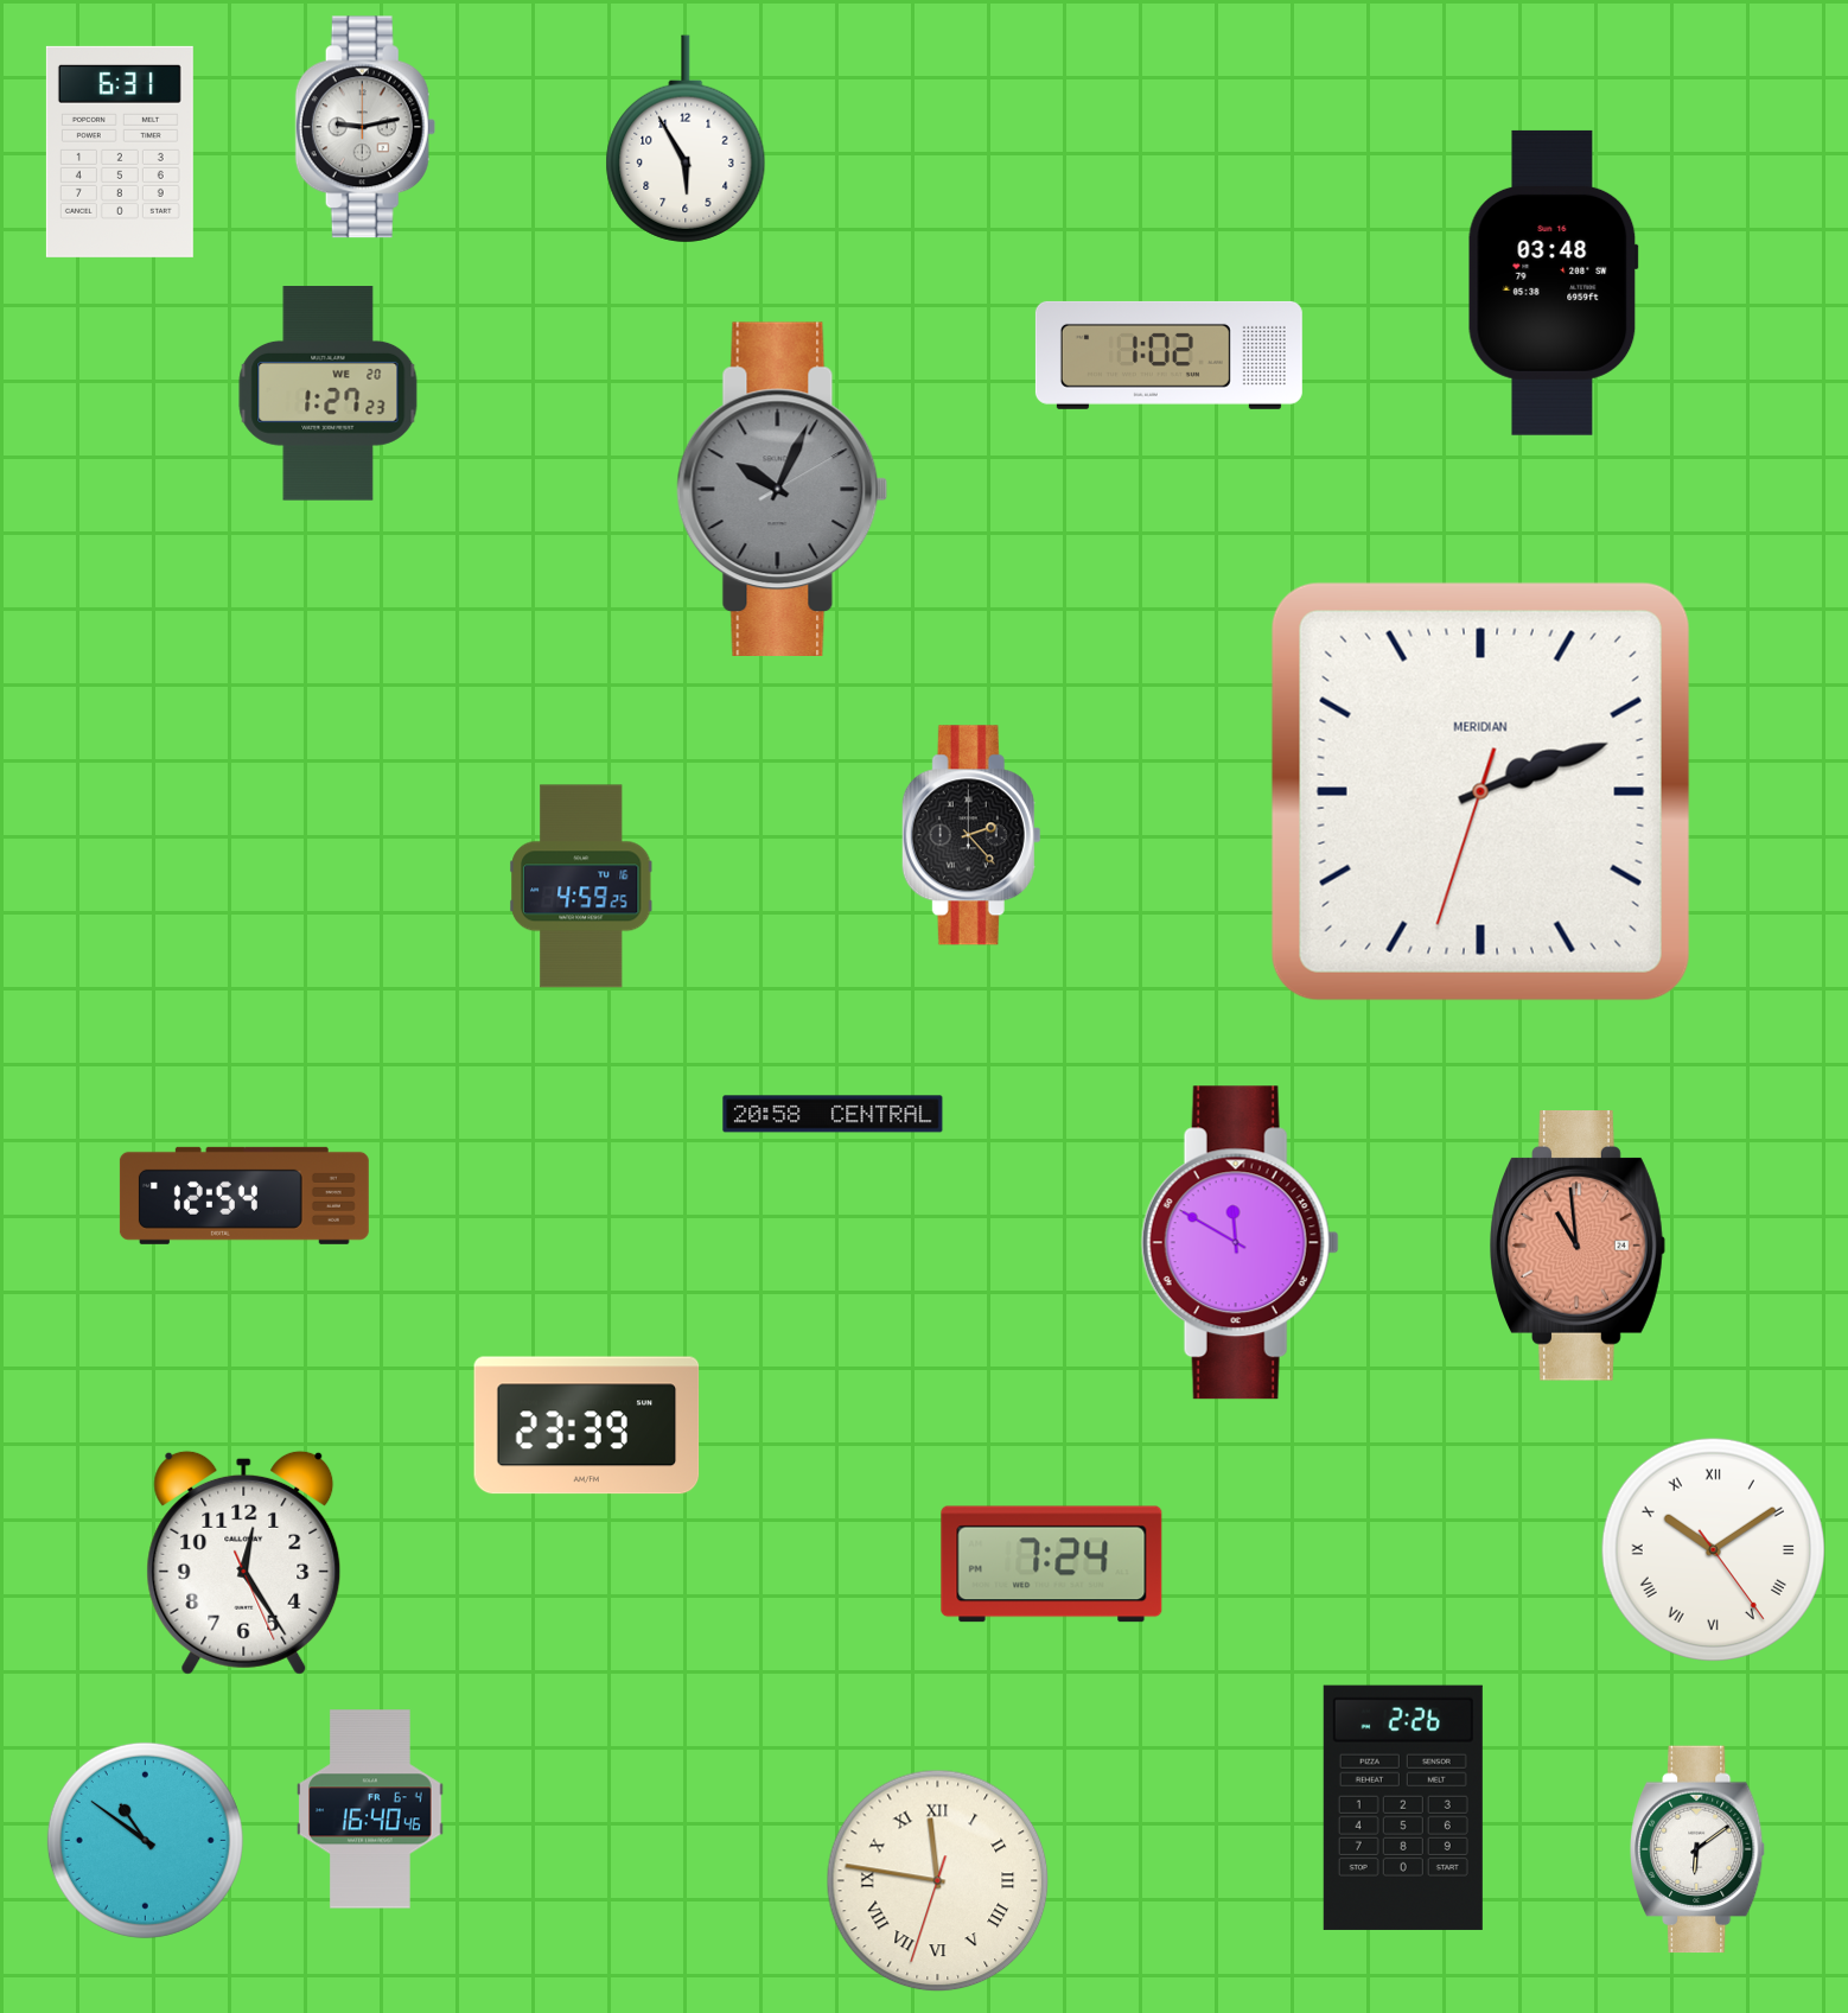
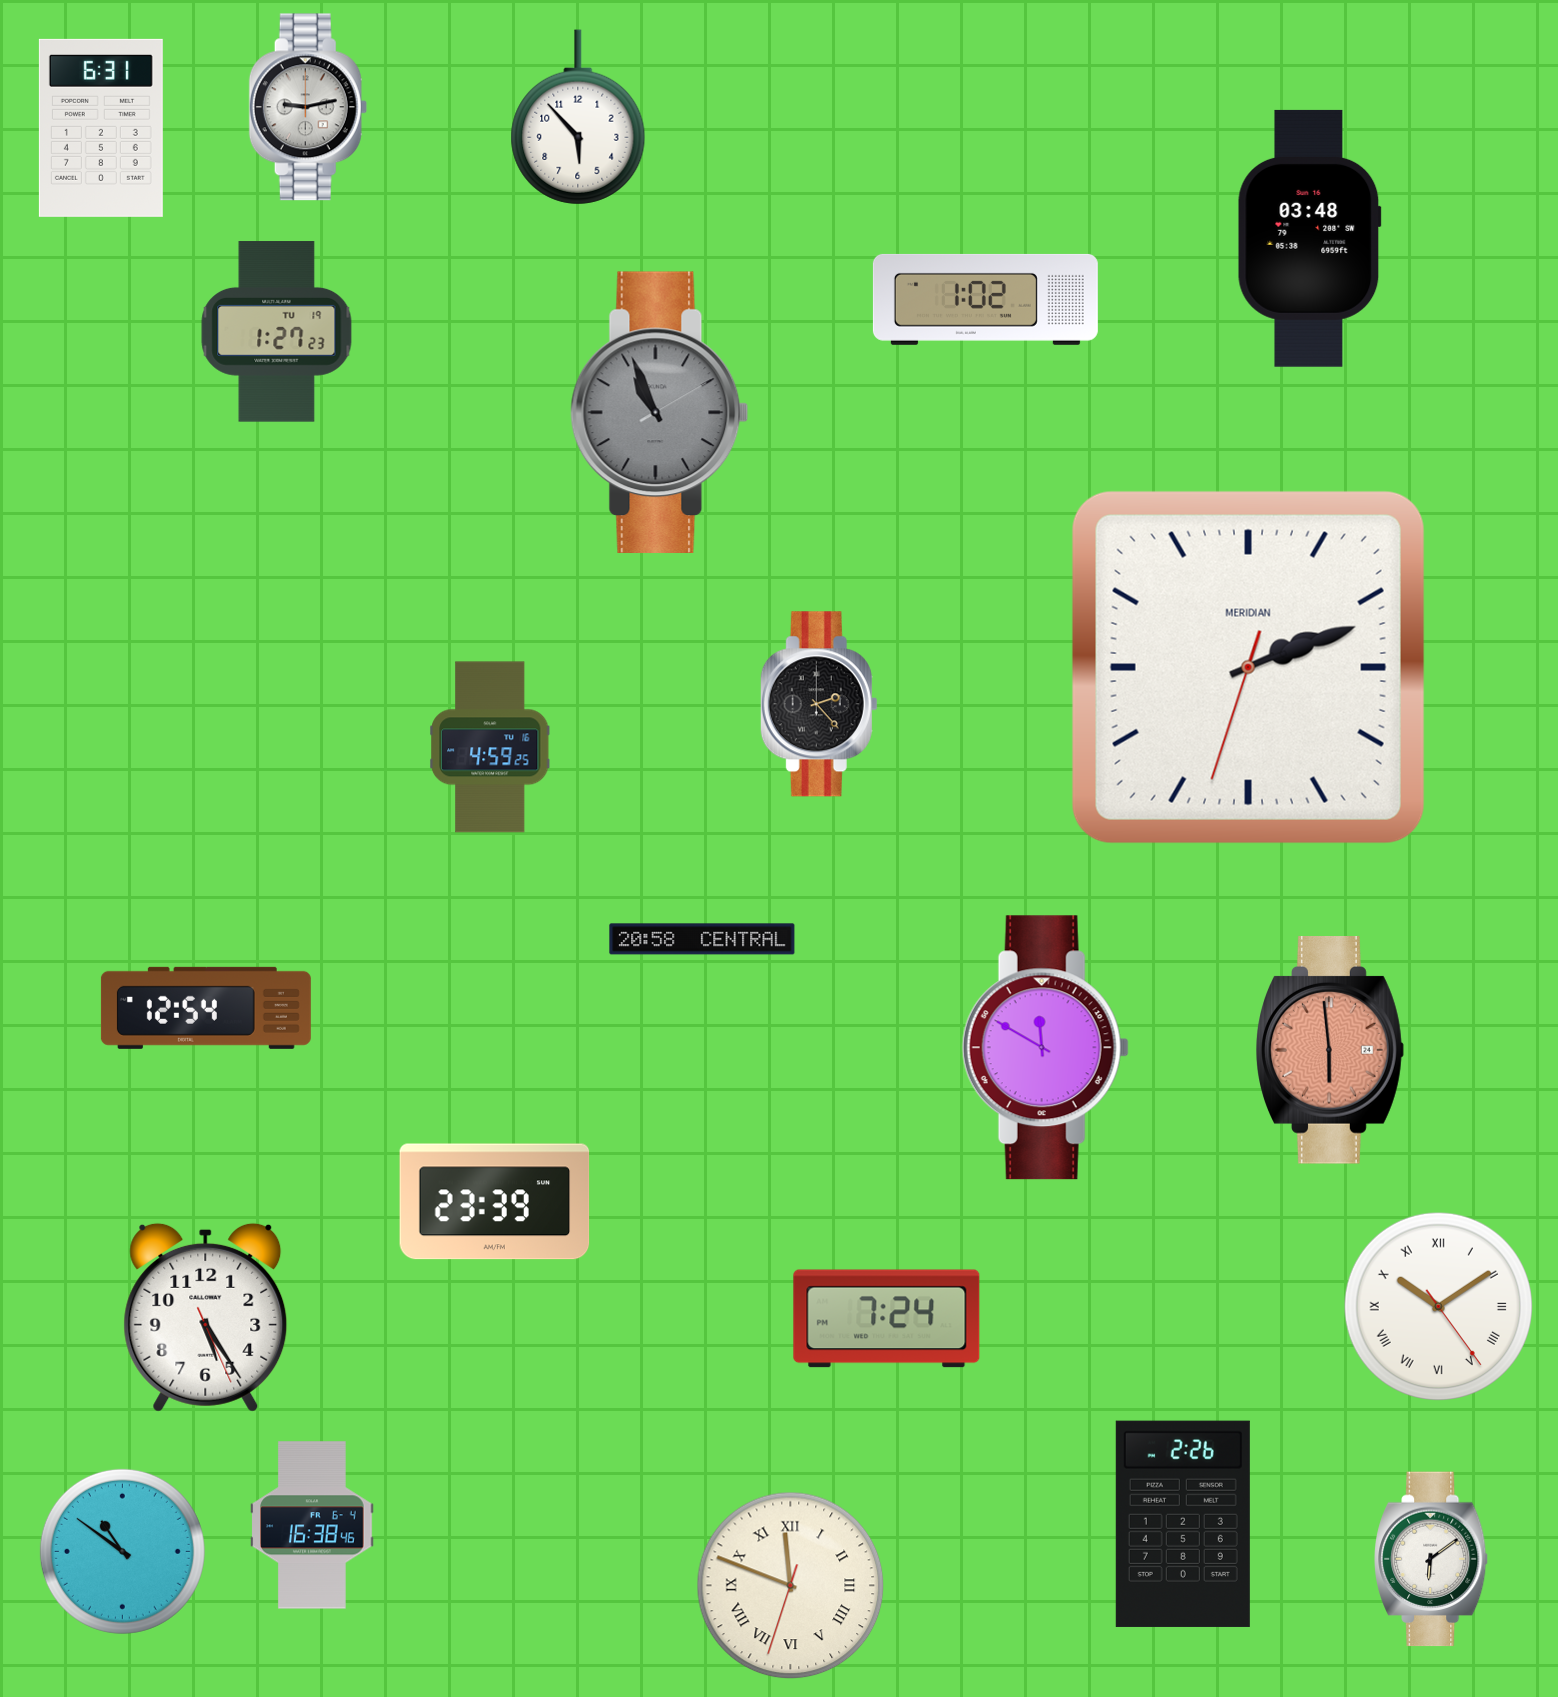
clock at (686, 139): 5:55 -> 5:53
clock at (329, 394) date: WE 20 -> TU 19
clock at (783, 489): 10:04 -> 10:56
clock at (1578, 1247): 10:59 -> 5:59
clock at (1713, 1549) position: (1713, 1549) -> (1438, 1306)
clock at (244, 1562): 12:24 -> 5:24
clock at (370, 1809): 16:40 -> 16:38
clock at (938, 1881): 11:46 -> 11:48
